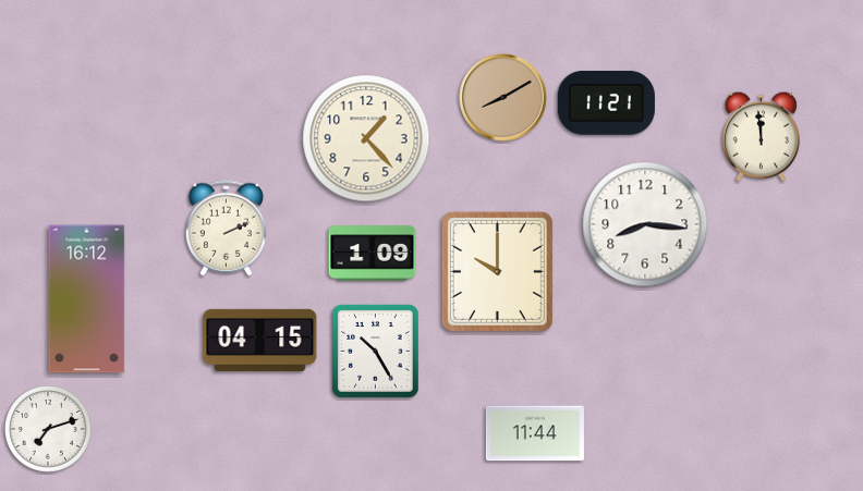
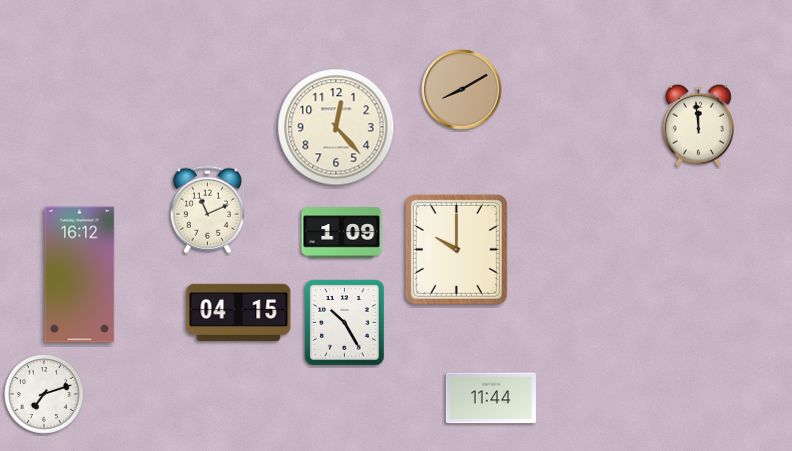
clock at (606, 103): 11:21 -> none
clock at (366, 138): 1:23 -> 12:23
clock at (645, 224): 8:16 -> none
clock at (226, 229): 2:11 -> 11:11
